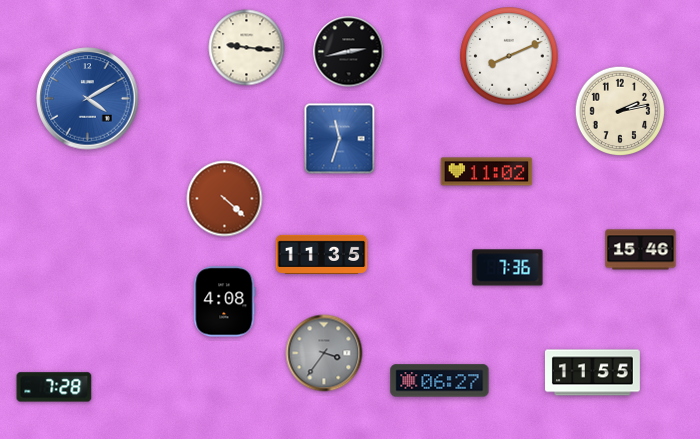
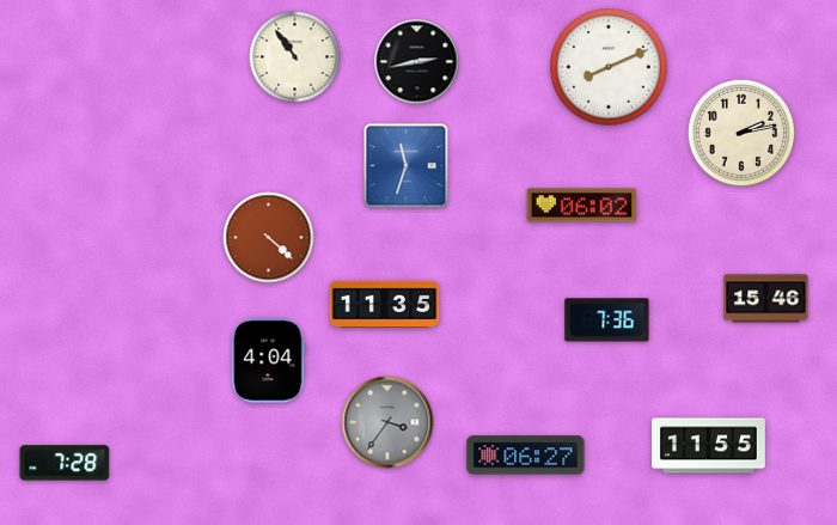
clock at (247, 48): 9:16 -> 10:54
clock at (88, 99): 4:10 -> none
clock at (487, 172): 11:02 -> 06:02
clock at (225, 302): 4:08 -> 4:04
